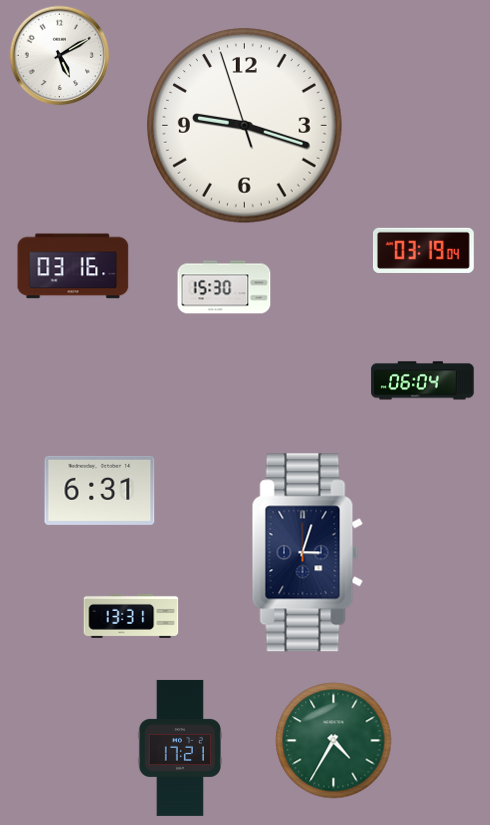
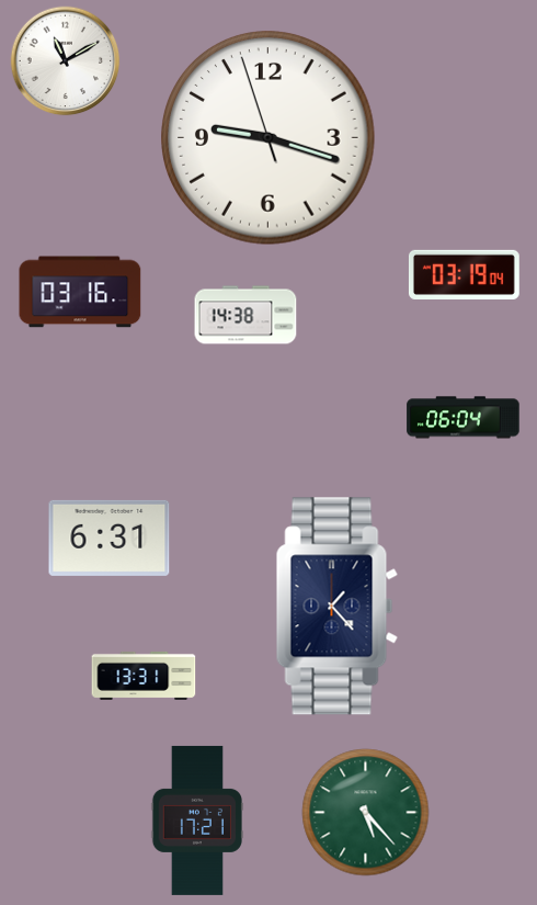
clock at (60, 56): 5:10 -> 11:10
clock at (224, 287): 15:30 -> 14:38
clock at (307, 553): 3:03 -> 1:23
clock at (334, 741): 4:35 -> 5:23
